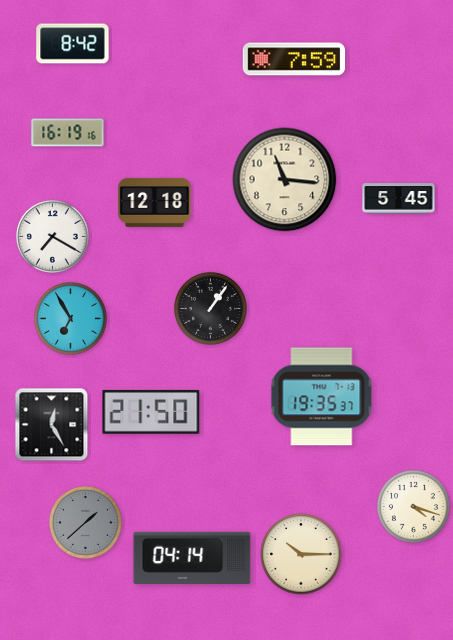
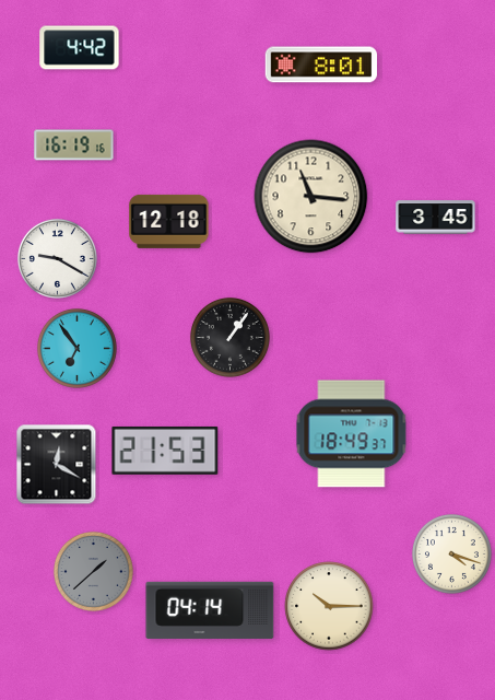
clock at (73, 44): 8:42 -> 4:42
clock at (294, 59): 7:59 -> 8:01
clock at (399, 199): 5:45 -> 3:45
clock at (52, 236): 7:20 -> 9:20
clock at (70, 318): 6:55 -> 6:54
clock at (322, 397): 19:35 -> 18:49
clock at (151, 412): 21:50 -> 21:53
clock at (52, 425): 12:25 -> 12:20
